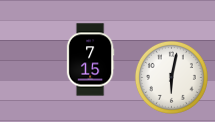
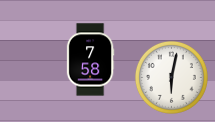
clock at (90, 60): 7:15 -> 7:58
